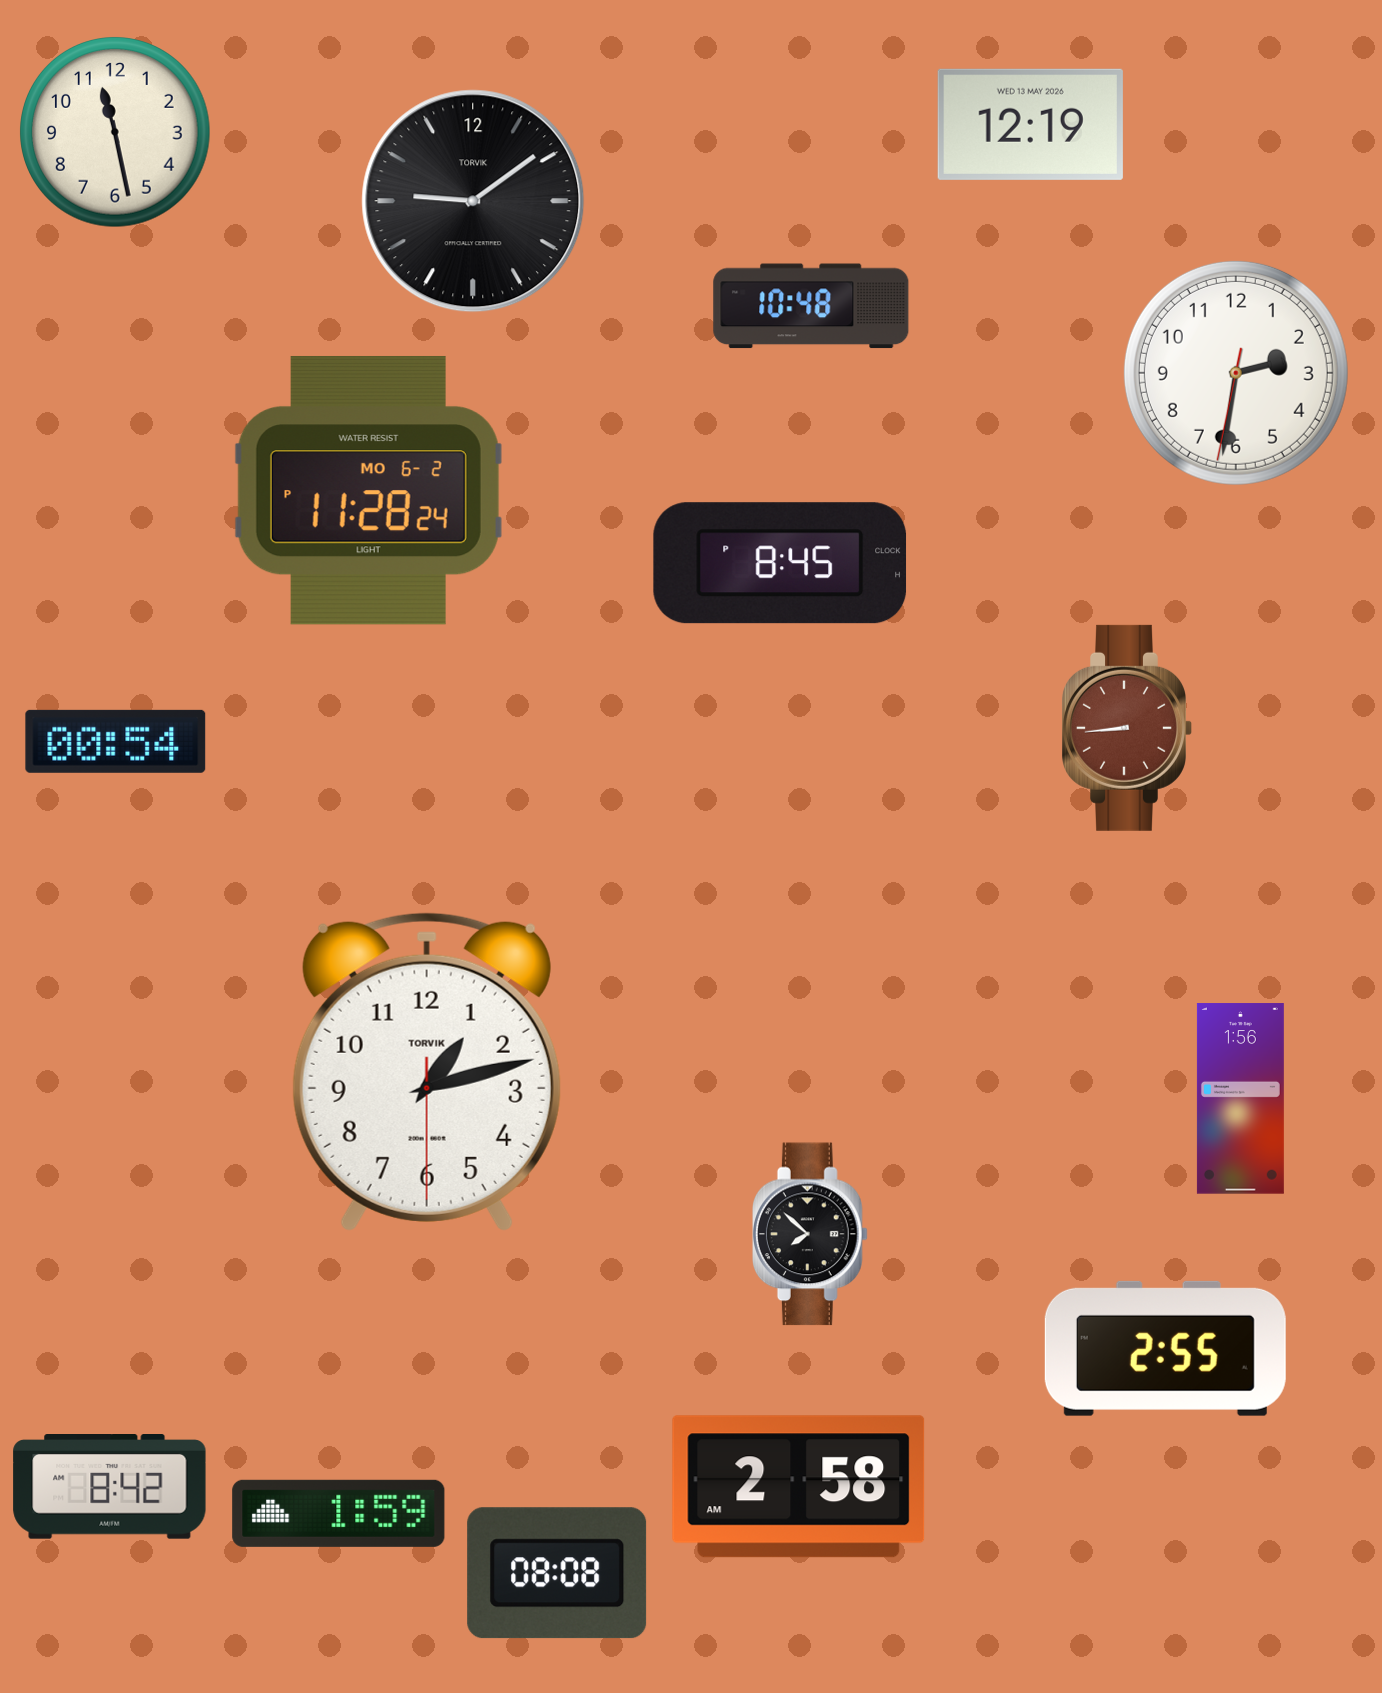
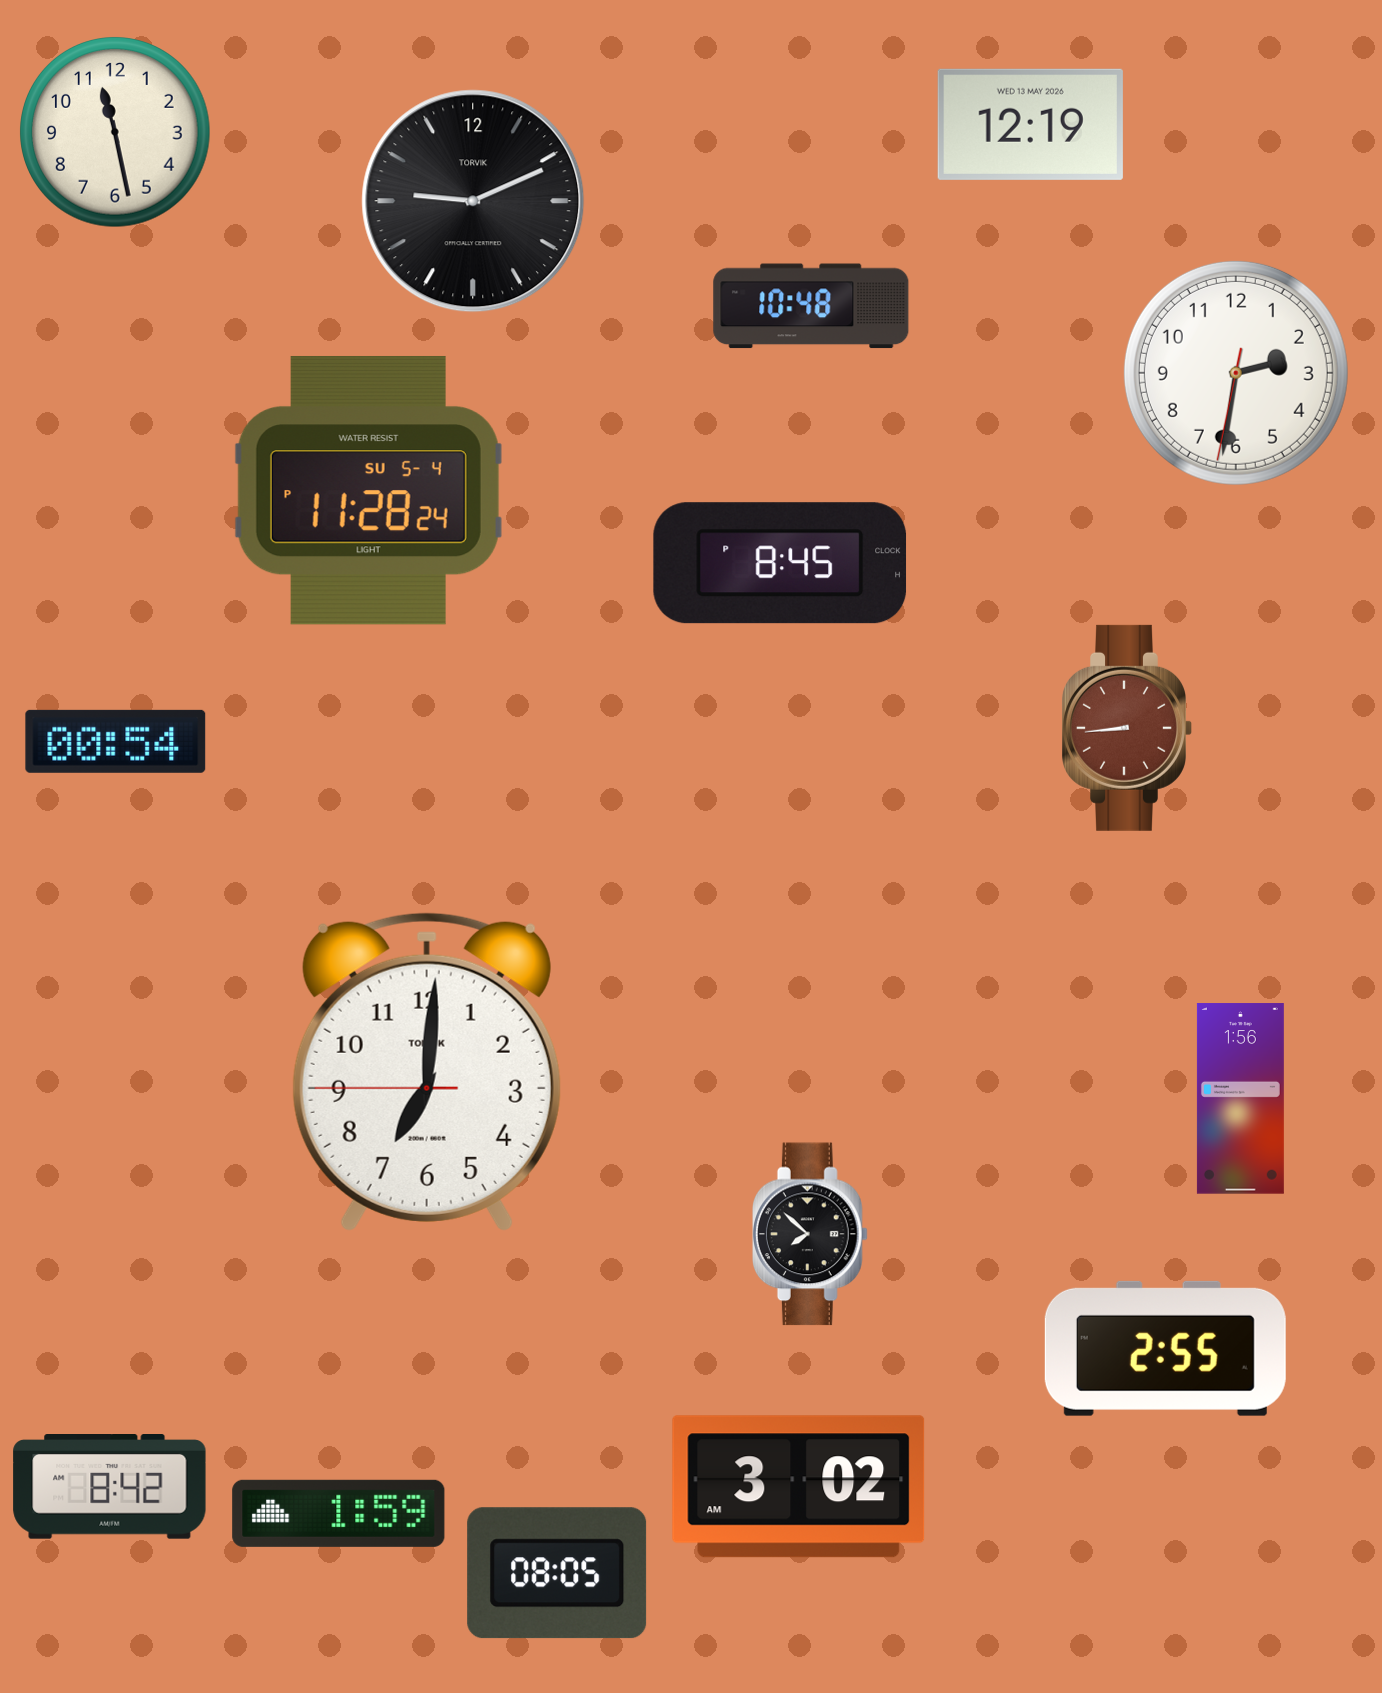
clock at (473, 201): 9:09 -> 9:11
clock at (368, 490) date: MO 6-2 -> SU 5-4
clock at (427, 1072): 1:12 -> 7:00
clock at (799, 1487): 2:58 -> 3:02
clock at (557, 1573): 08:08 -> 08:05
